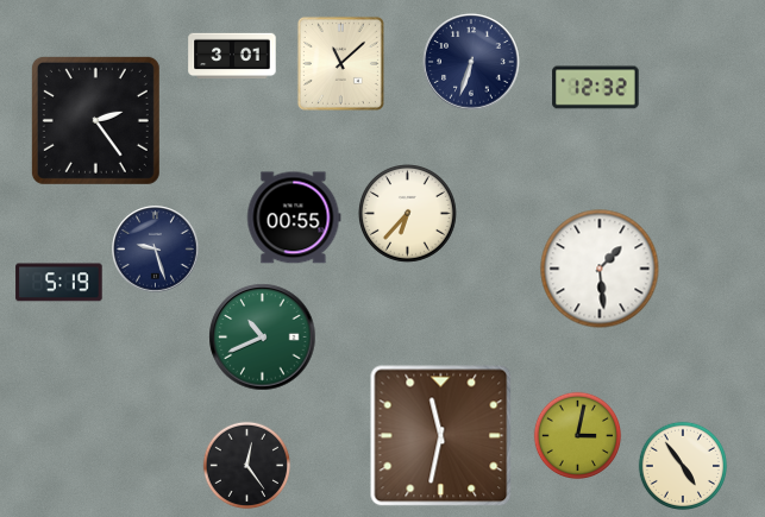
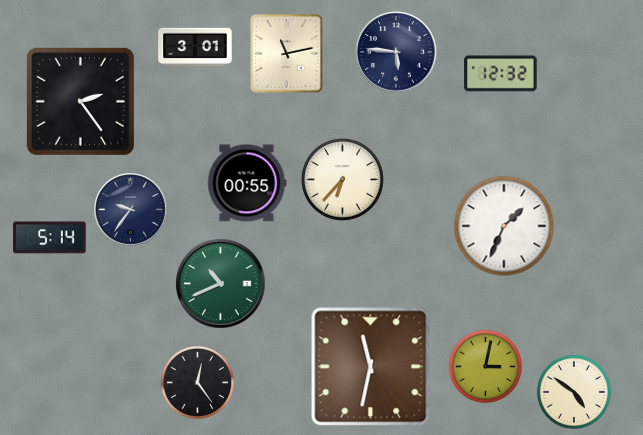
clock at (471, 62): 6:33 -> 5:46
clock at (340, 63): 11:08 -> 11:13
clock at (156, 250): 9:27 -> 9:36
clock at (600, 269): 1:29 -> 1:34
clock at (59, 283): 5:19 -> 5:14
clock at (682, 465): 4:54 -> 4:51
clock at (247, 466) position: (247, 466) -> (198, 383)
